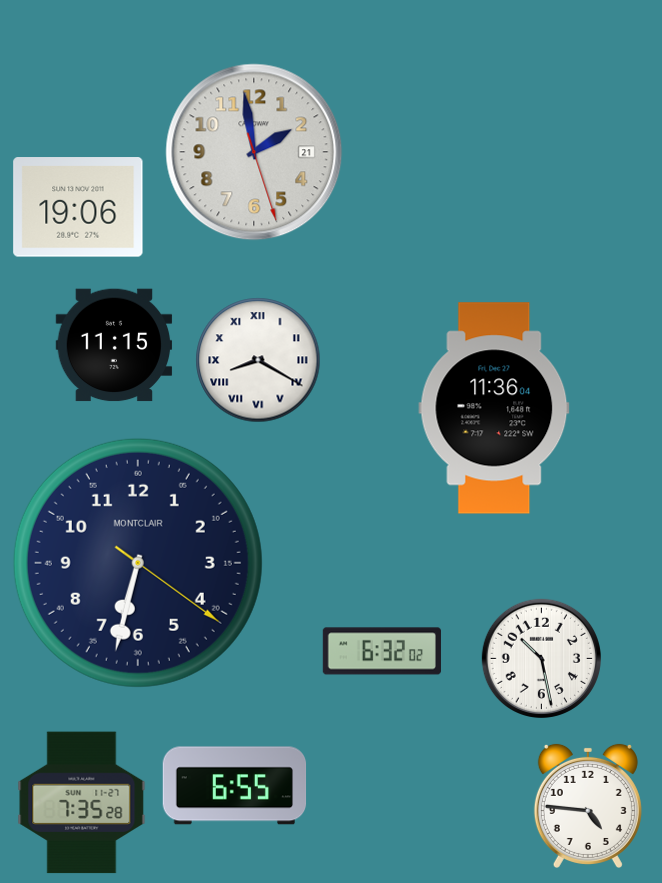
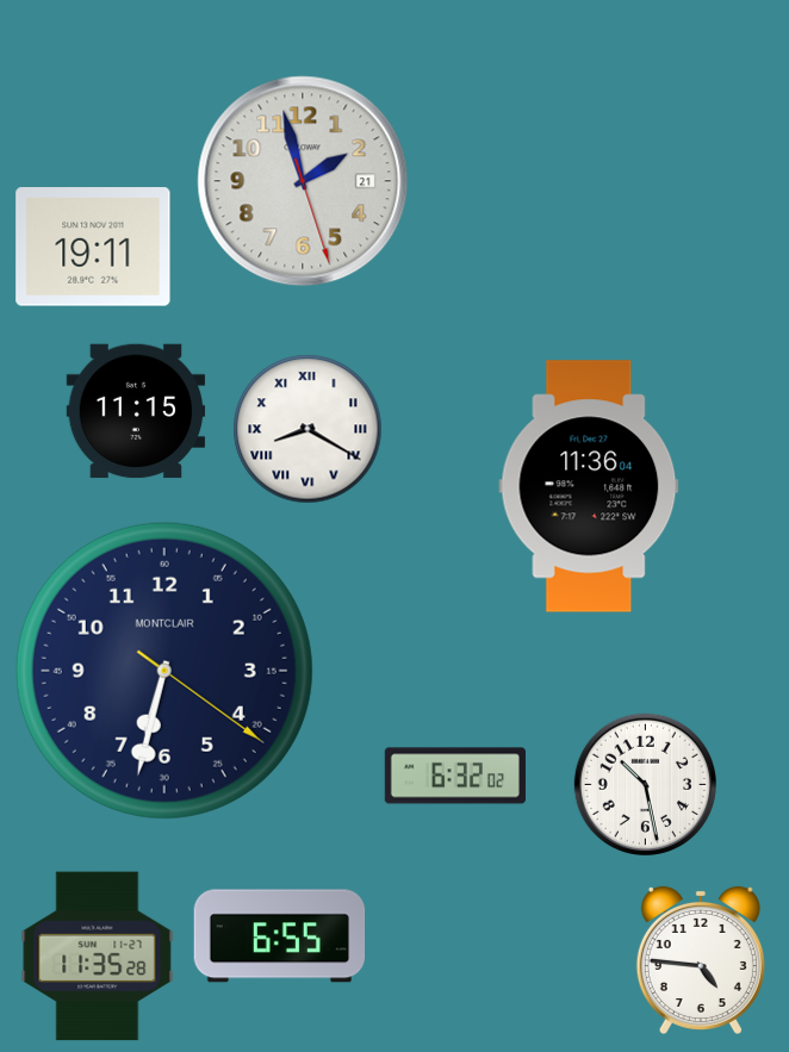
clock at (254, 152): 1:58 -> 1:57
clock at (78, 207): 19:06 -> 19:11
clock at (82, 803): 7:35 -> 11:35
